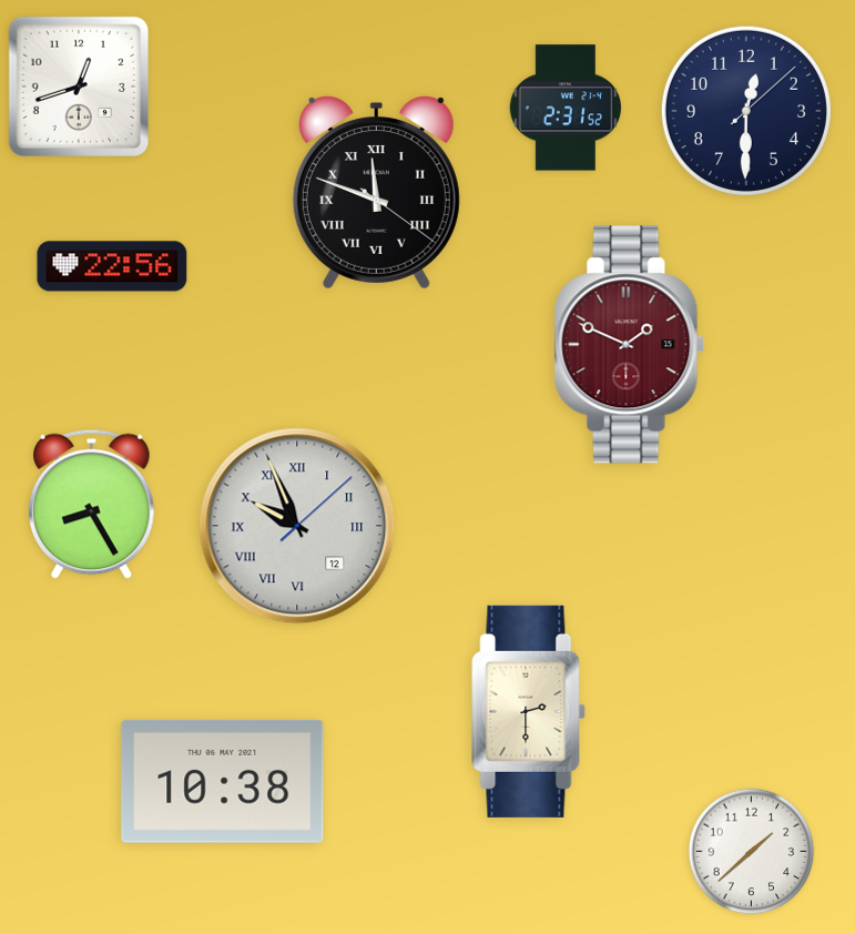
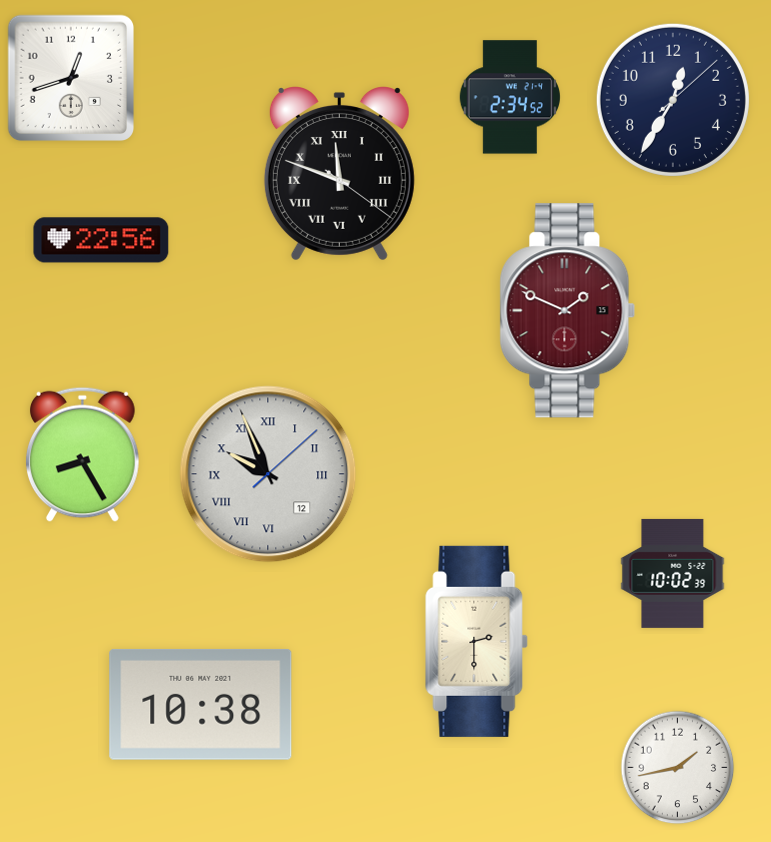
clock at (566, 108): 2:31 -> 2:34
clock at (746, 111): 12:30 -> 12:35
clock at (673, 573): none -> 10:02
clock at (752, 852): 1:38 -> 1:43
